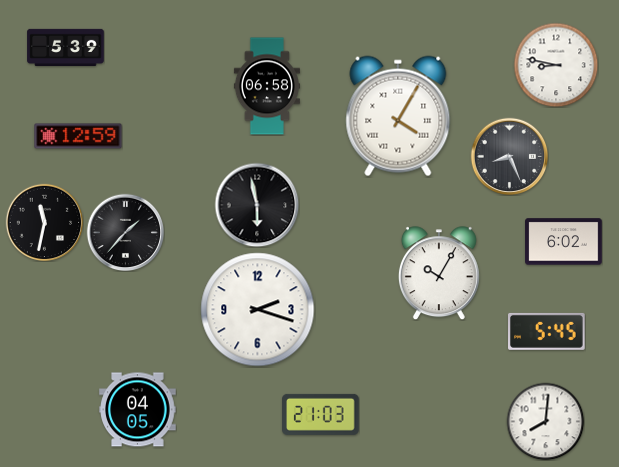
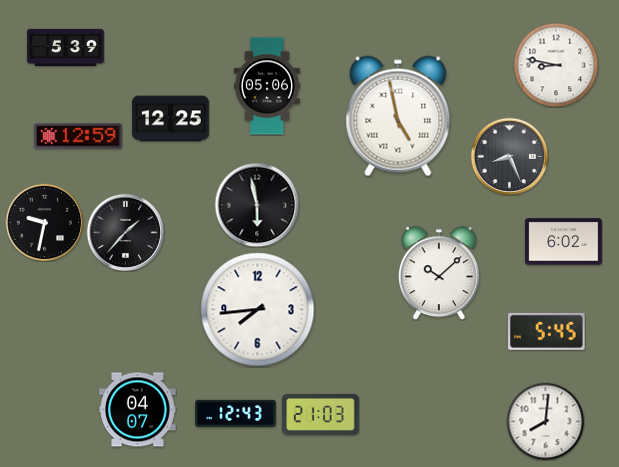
clock at (267, 86): 06:58 -> 05:06
clock at (398, 116): 4:05 -> 4:58
clock at (171, 119): none -> 12:25
clock at (44, 222): 11:32 -> 9:32
clock at (439, 273): 10:05 -> 10:08
clock at (258, 310): 2:18 -> 7:44
clock at (138, 410): 04:05 -> 04:07
clock at (236, 413): none -> 12:43
